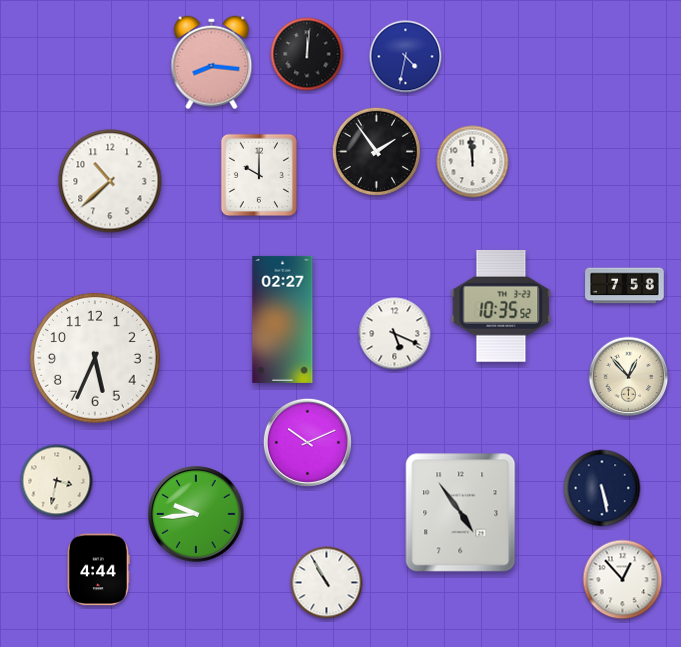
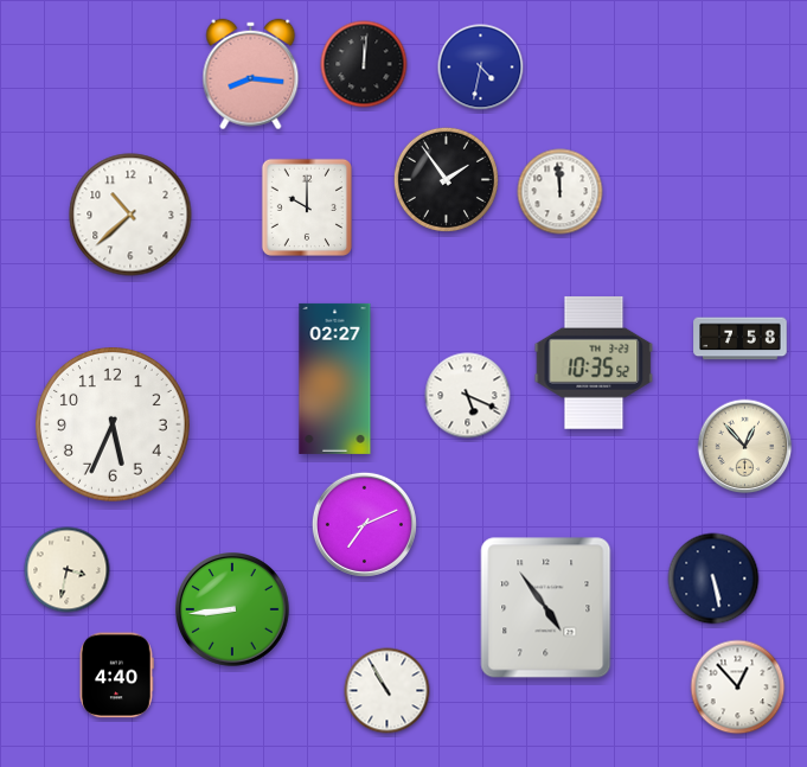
clock at (307, 442): 10:11 -> 7:11
clock at (197, 515): 9:44 -> 8:44
clock at (98, 570): 4:44 -> 4:40
